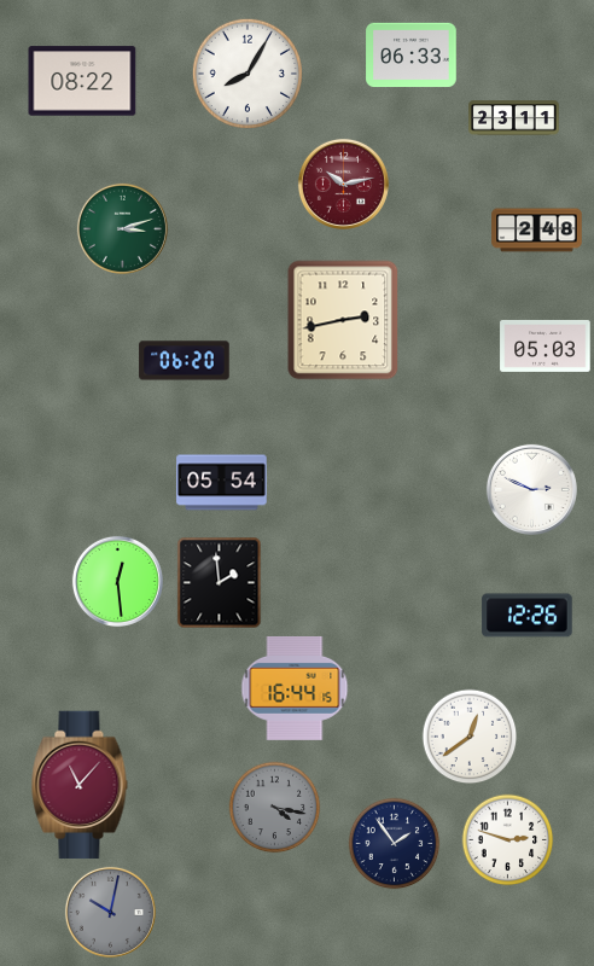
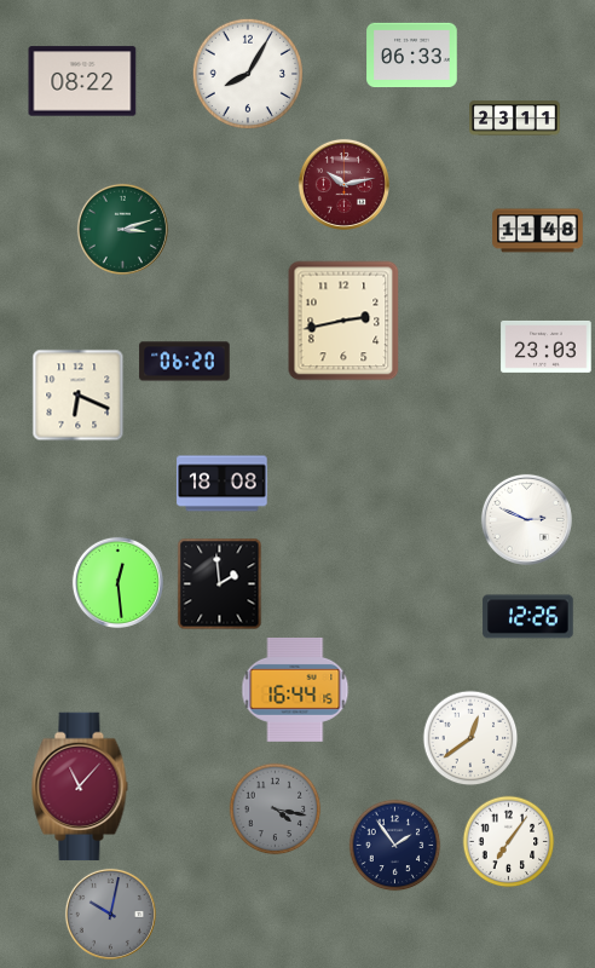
clock at (537, 231): 2:48 -> 11:48
clock at (546, 345): 05:03 -> 23:03
clock at (79, 396): none -> 6:19
clock at (222, 483): 05:54 -> 18:08
clock at (531, 489) position: (531, 489) -> (526, 519)
clock at (508, 840): 2:48 -> 7:06
